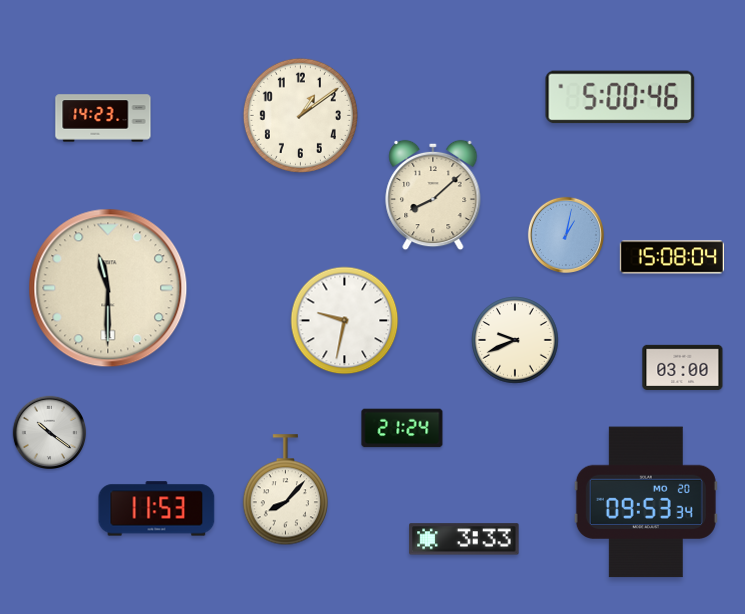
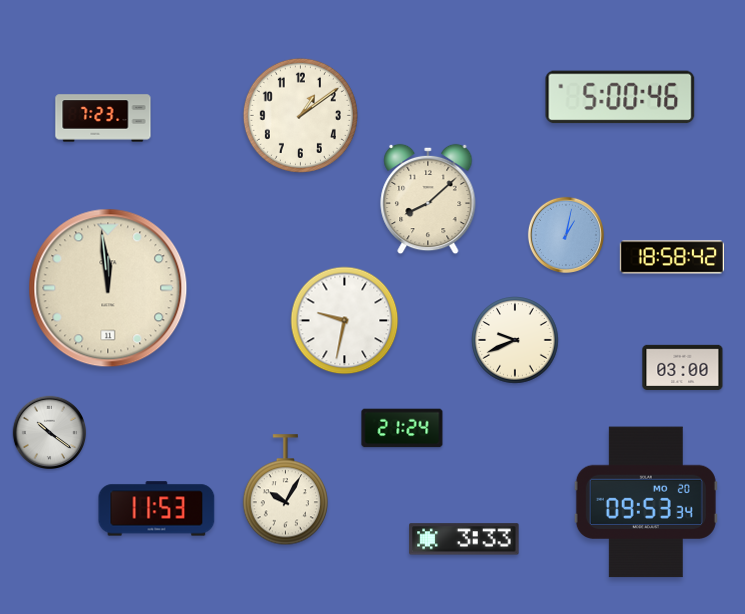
clock at (103, 118): 14:23 -> 7:23
clock at (433, 195) position: (433, 195) -> (428, 199)
clock at (671, 257): 15:08 -> 18:58
clock at (108, 288): 11:30 -> 11:59
clock at (285, 490): 8:07 -> 10:05
